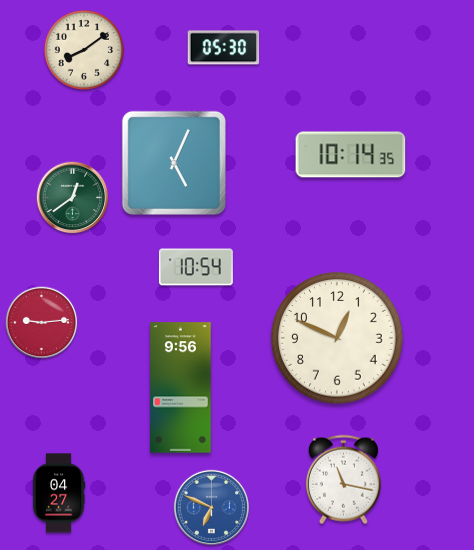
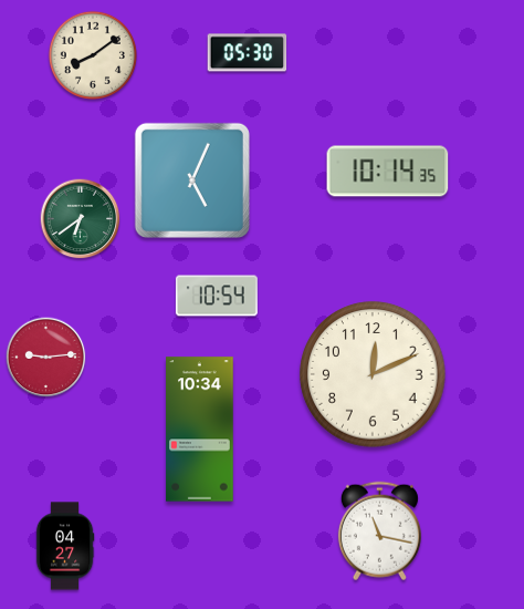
clock at (73, 198): 12:39 -> 6:39
clock at (337, 338): 12:49 -> 12:11
clock at (181, 388): 9:56 -> 10:34
clock at (211, 507): 6:49 -> none
